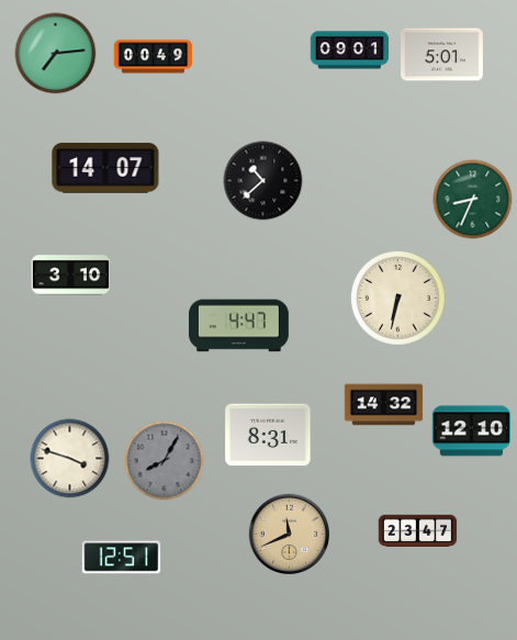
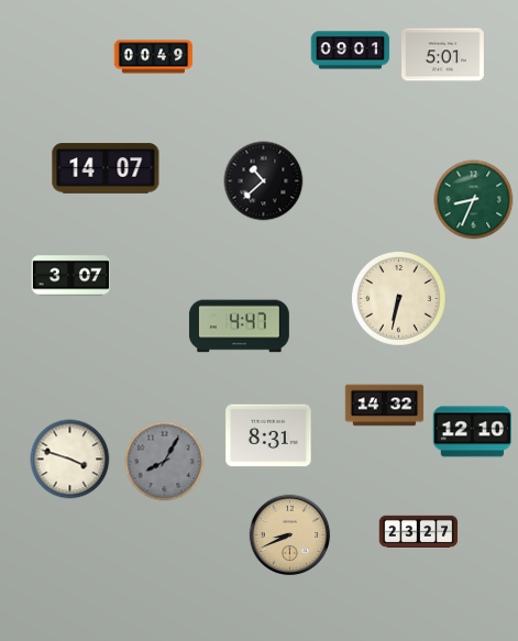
clock at (56, 54): 7:14 -> none
clock at (71, 276): 3:10 -> 3:07
clock at (418, 530): 23:47 -> 23:27
clock at (290, 535): 11:41 -> 8:41
clock at (122, 558): 12:51 -> none
